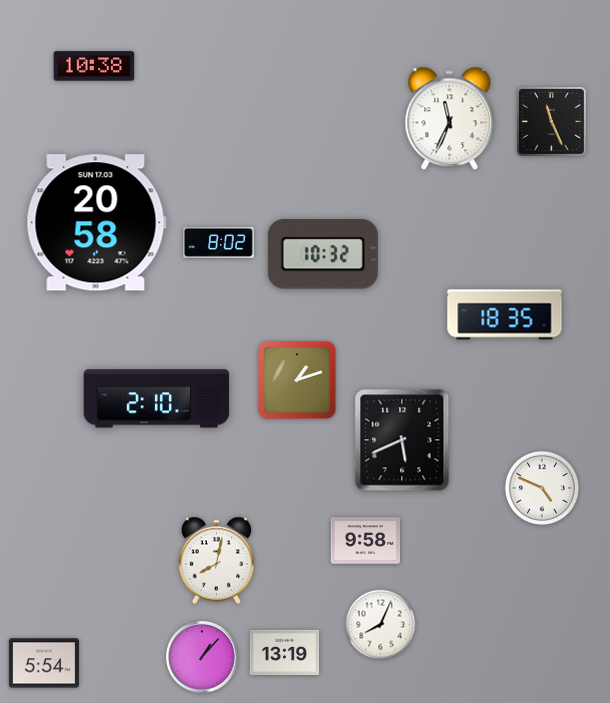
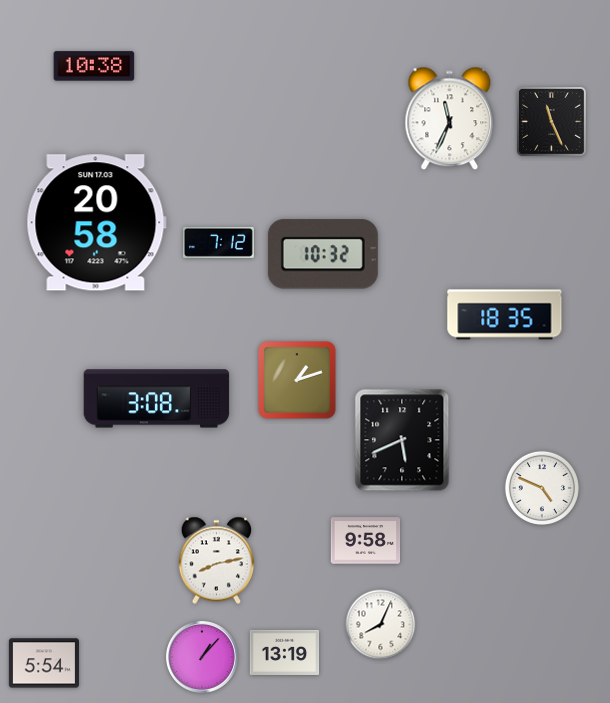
clock at (218, 242): 8:02 -> 7:12
clock at (157, 399): 2:10 -> 3:08
clock at (216, 561): 8:02 -> 8:13
